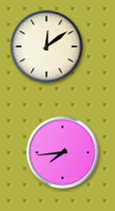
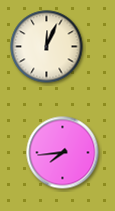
clock at (47, 47): 12:09 -> 12:04
